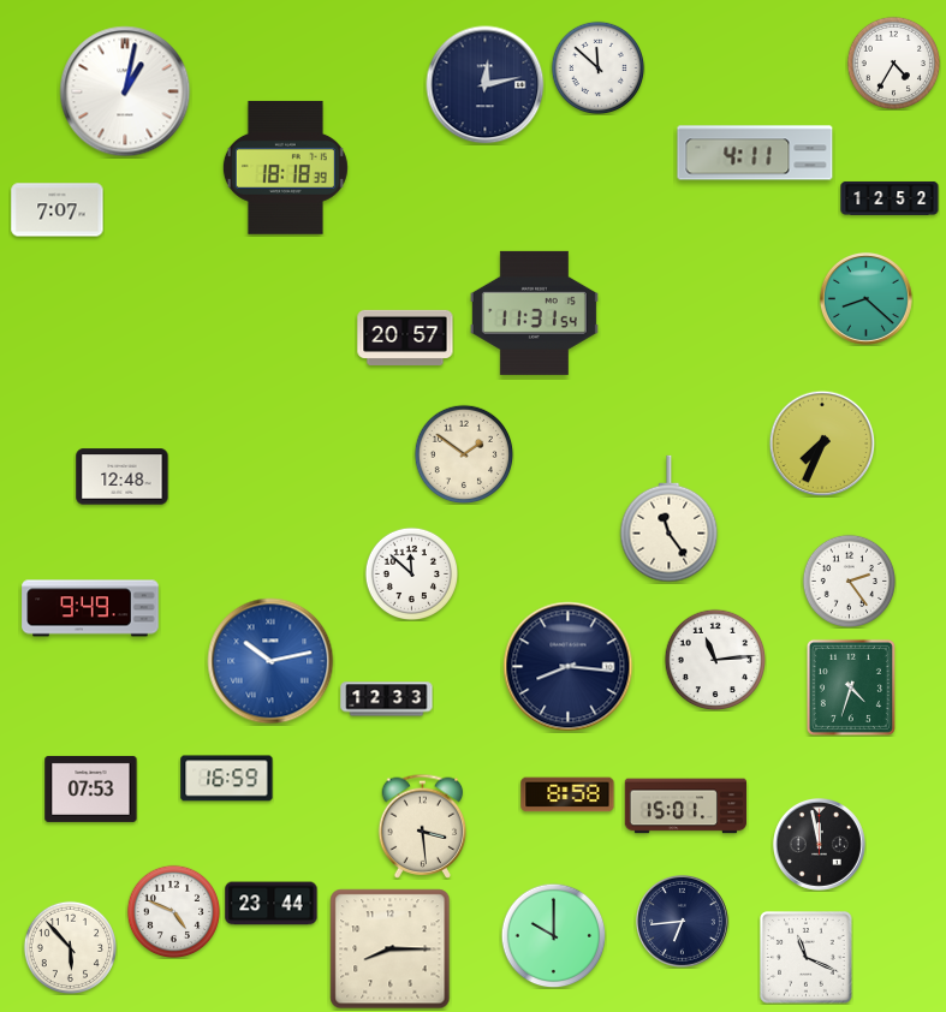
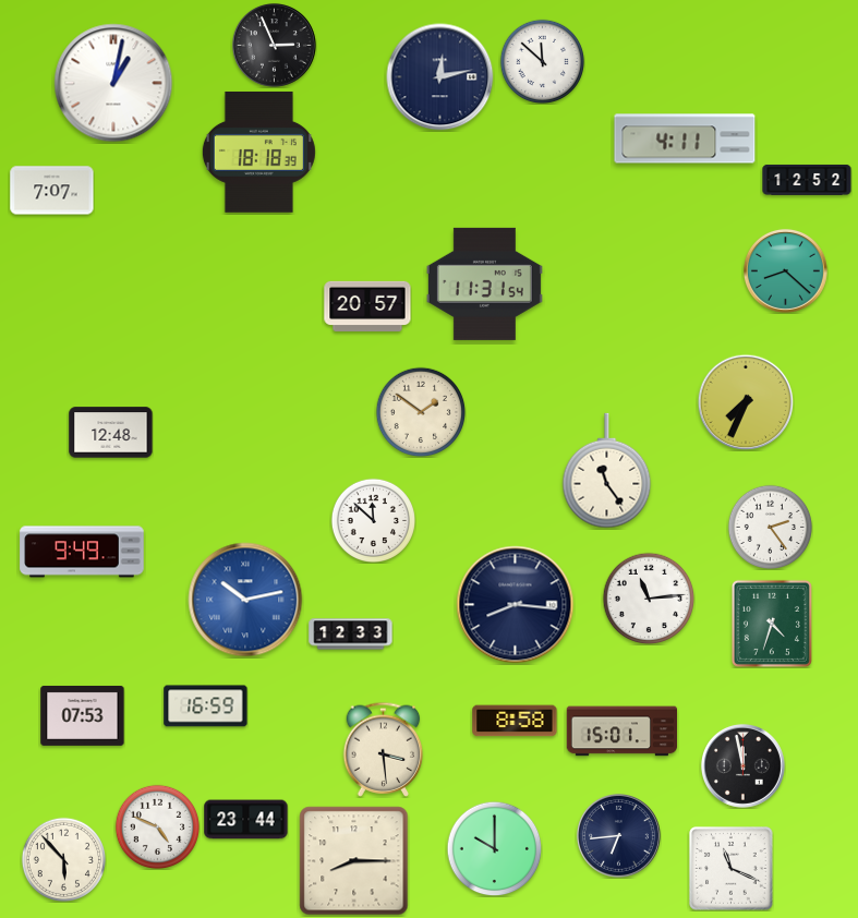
clock at (274, 45): none -> 2:56
clock at (893, 62): 4:35 -> none
clock at (553, 935) position: (553, 935) -> (494, 848)
